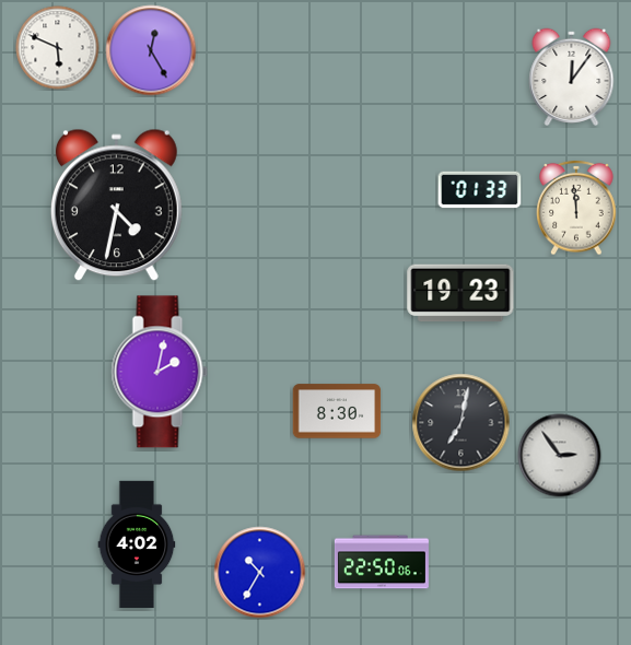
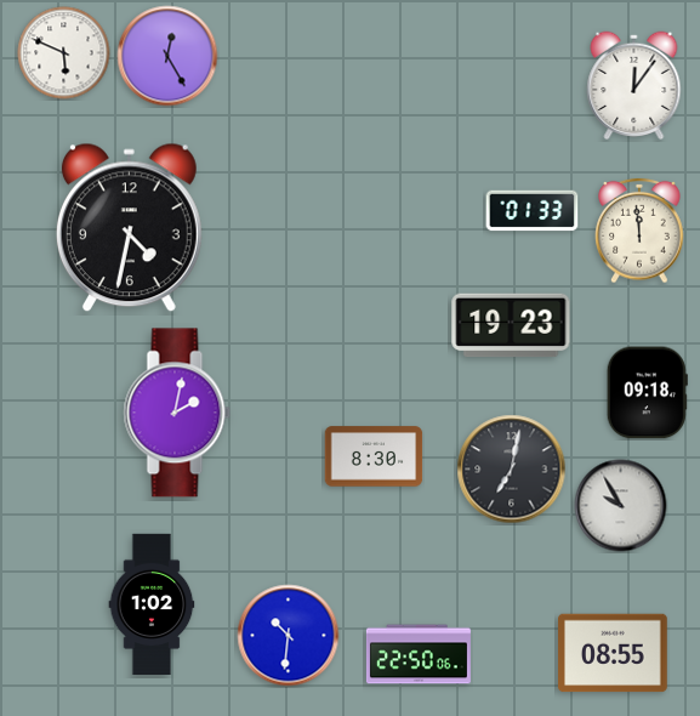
clock at (647, 393): none -> 09:18
clock at (560, 456): 2:54 -> 9:55
clock at (137, 544): 4:02 -> 1:02
clock at (382, 562) position: (382, 562) -> (419, 654)
clock at (260, 573): 10:35 -> 10:31
clock at (613, 653): none -> 08:55
